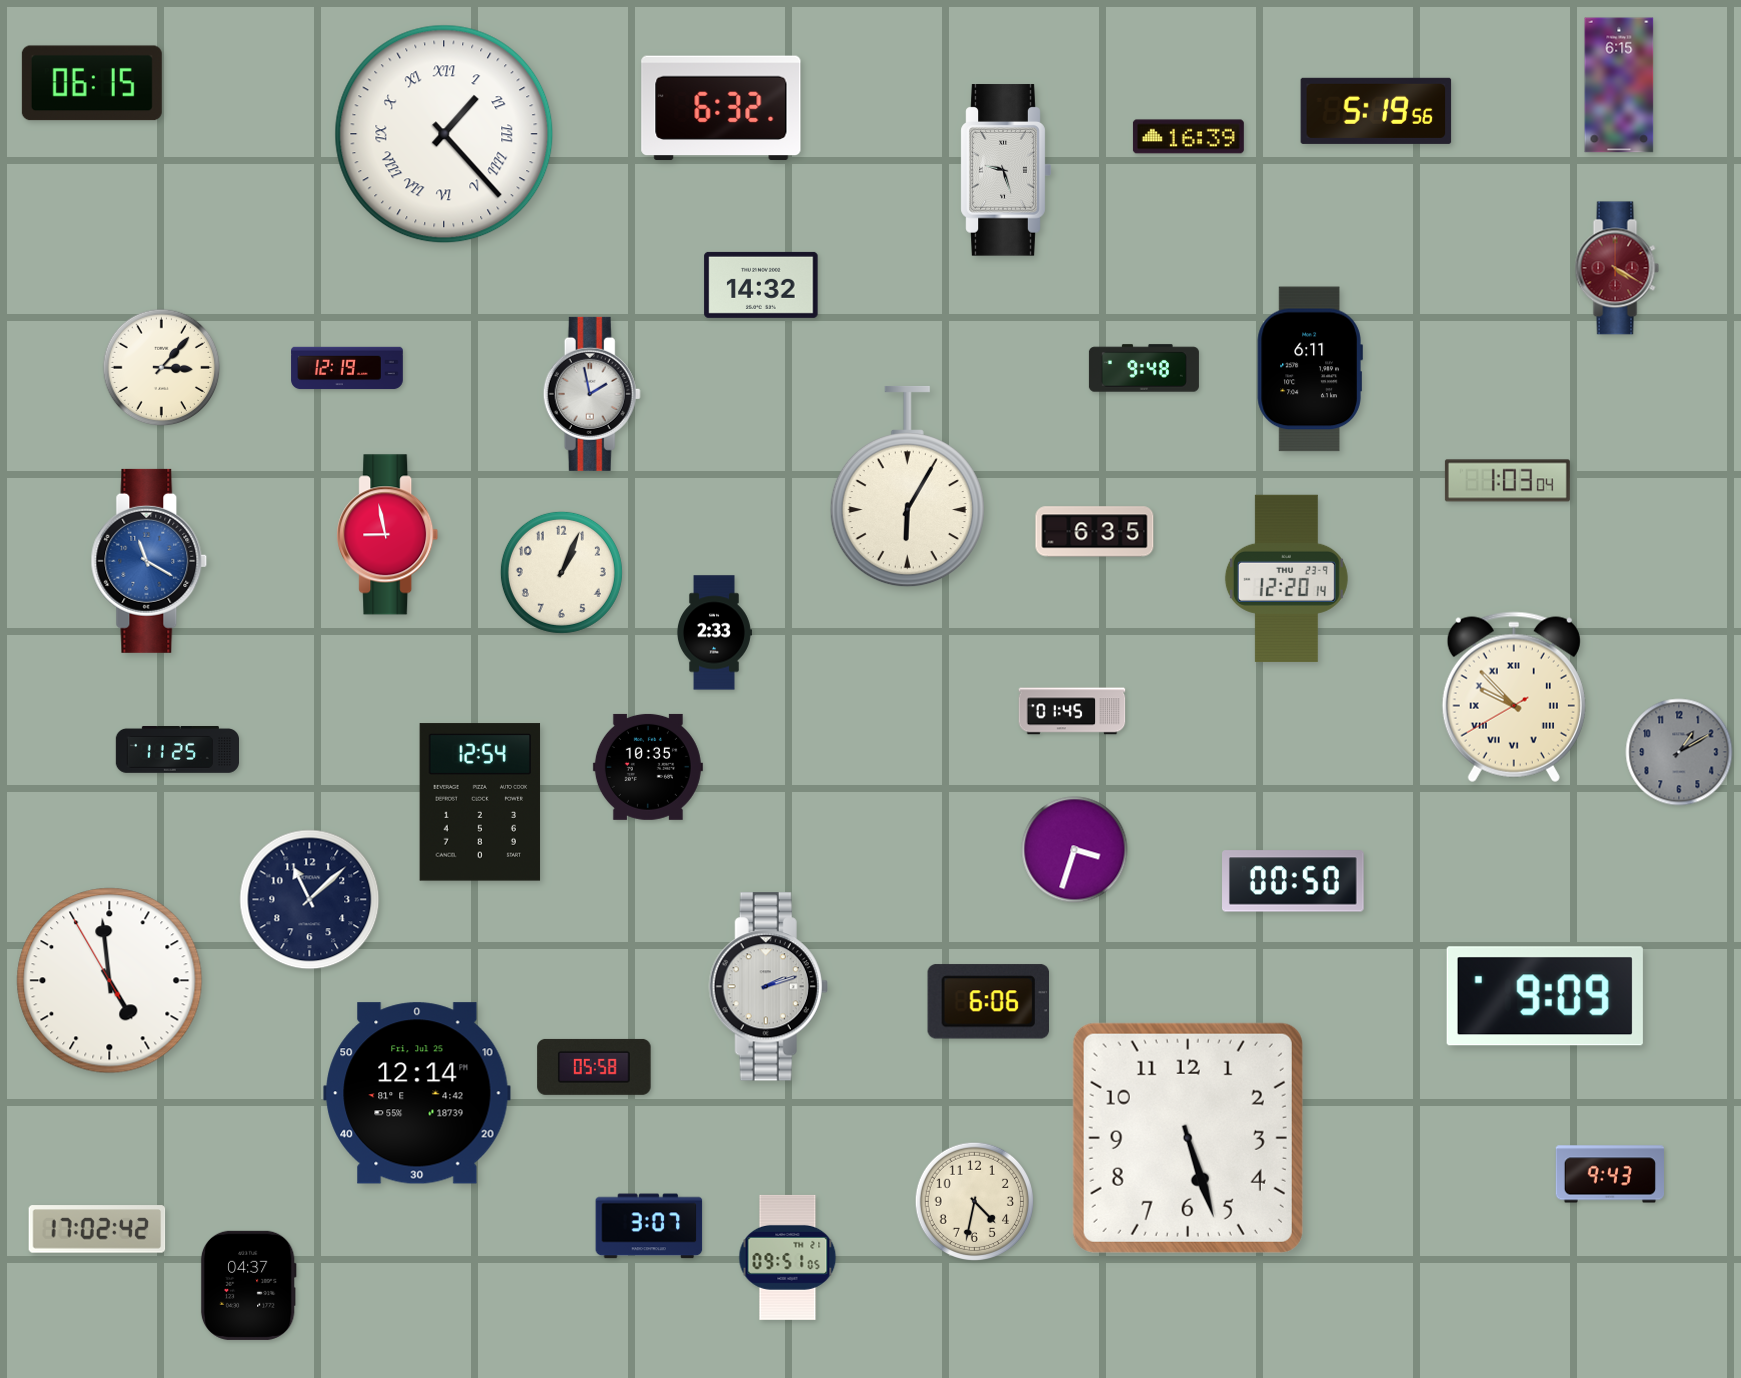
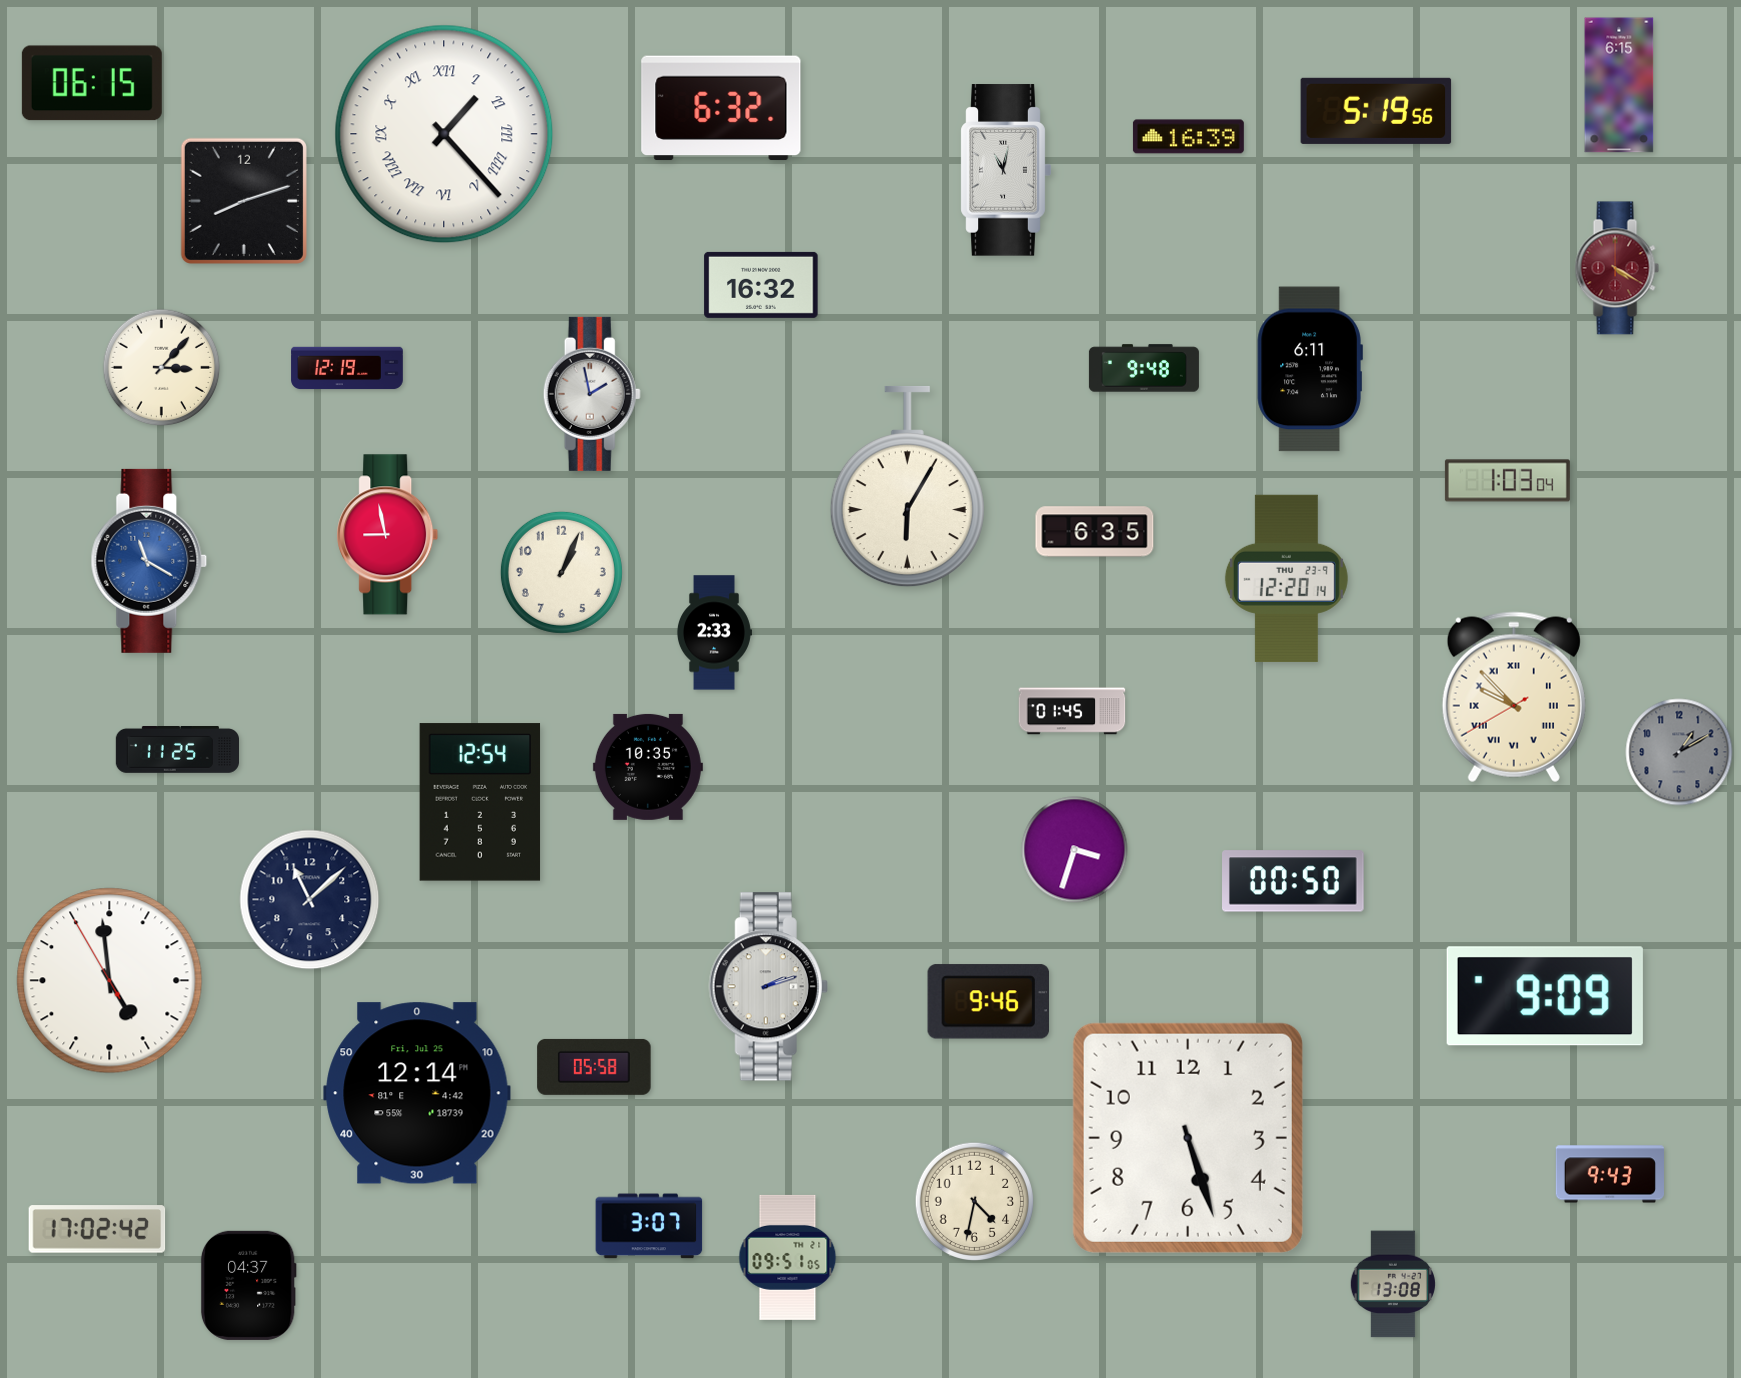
clock at (1006, 170): 9:27 -> 11:02
clock at (244, 201): none -> 8:12
clock at (761, 285): 14:32 -> 16:32
clock at (988, 1002): 6:06 -> 9:46
clock at (1393, 1284): none -> 13:08
